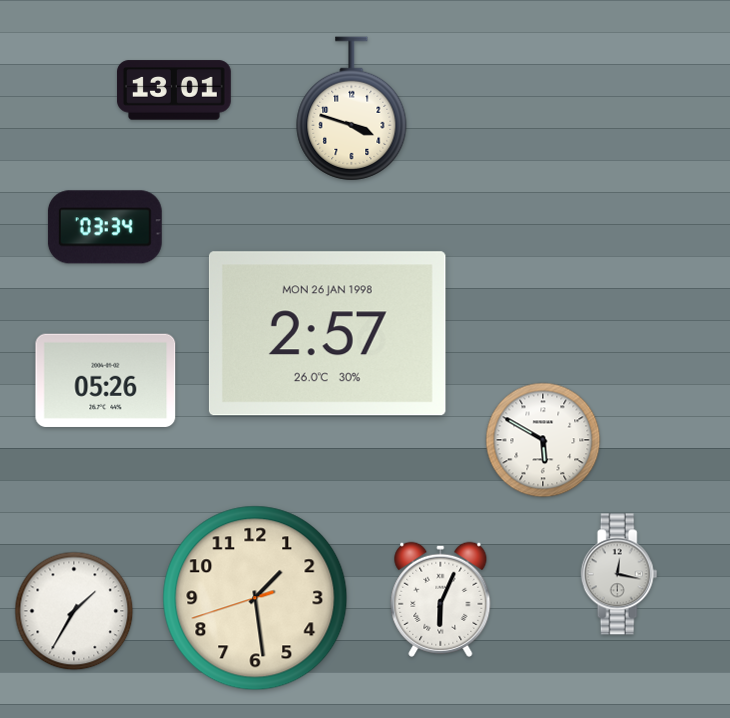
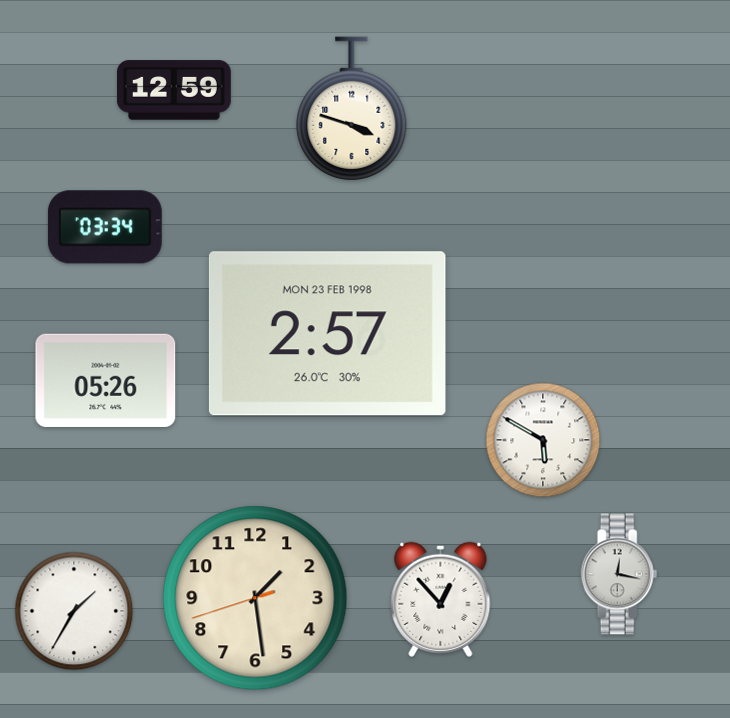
clock at (175, 90): 13:01 -> 12:59
clock at (327, 334) date: MON 26 JAN 1998 -> MON 23 FEB 1998
clock at (441, 599): 6:04 -> 12:53
